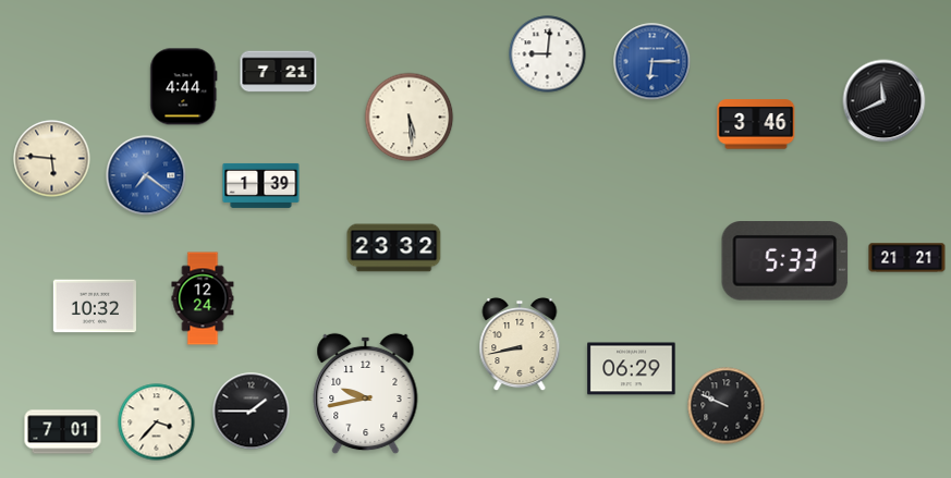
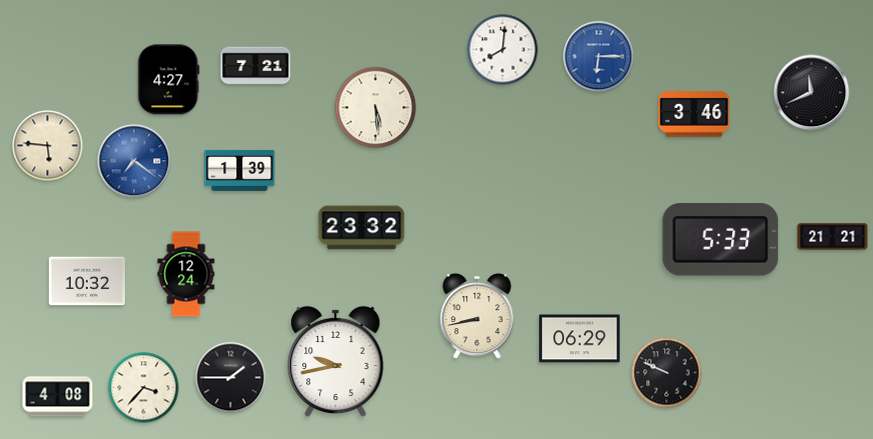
clock at (548, 54): 9:01 -> 8:01
clock at (184, 87): 4:44 -> 4:27
clock at (63, 432): 7:01 -> 4:08
